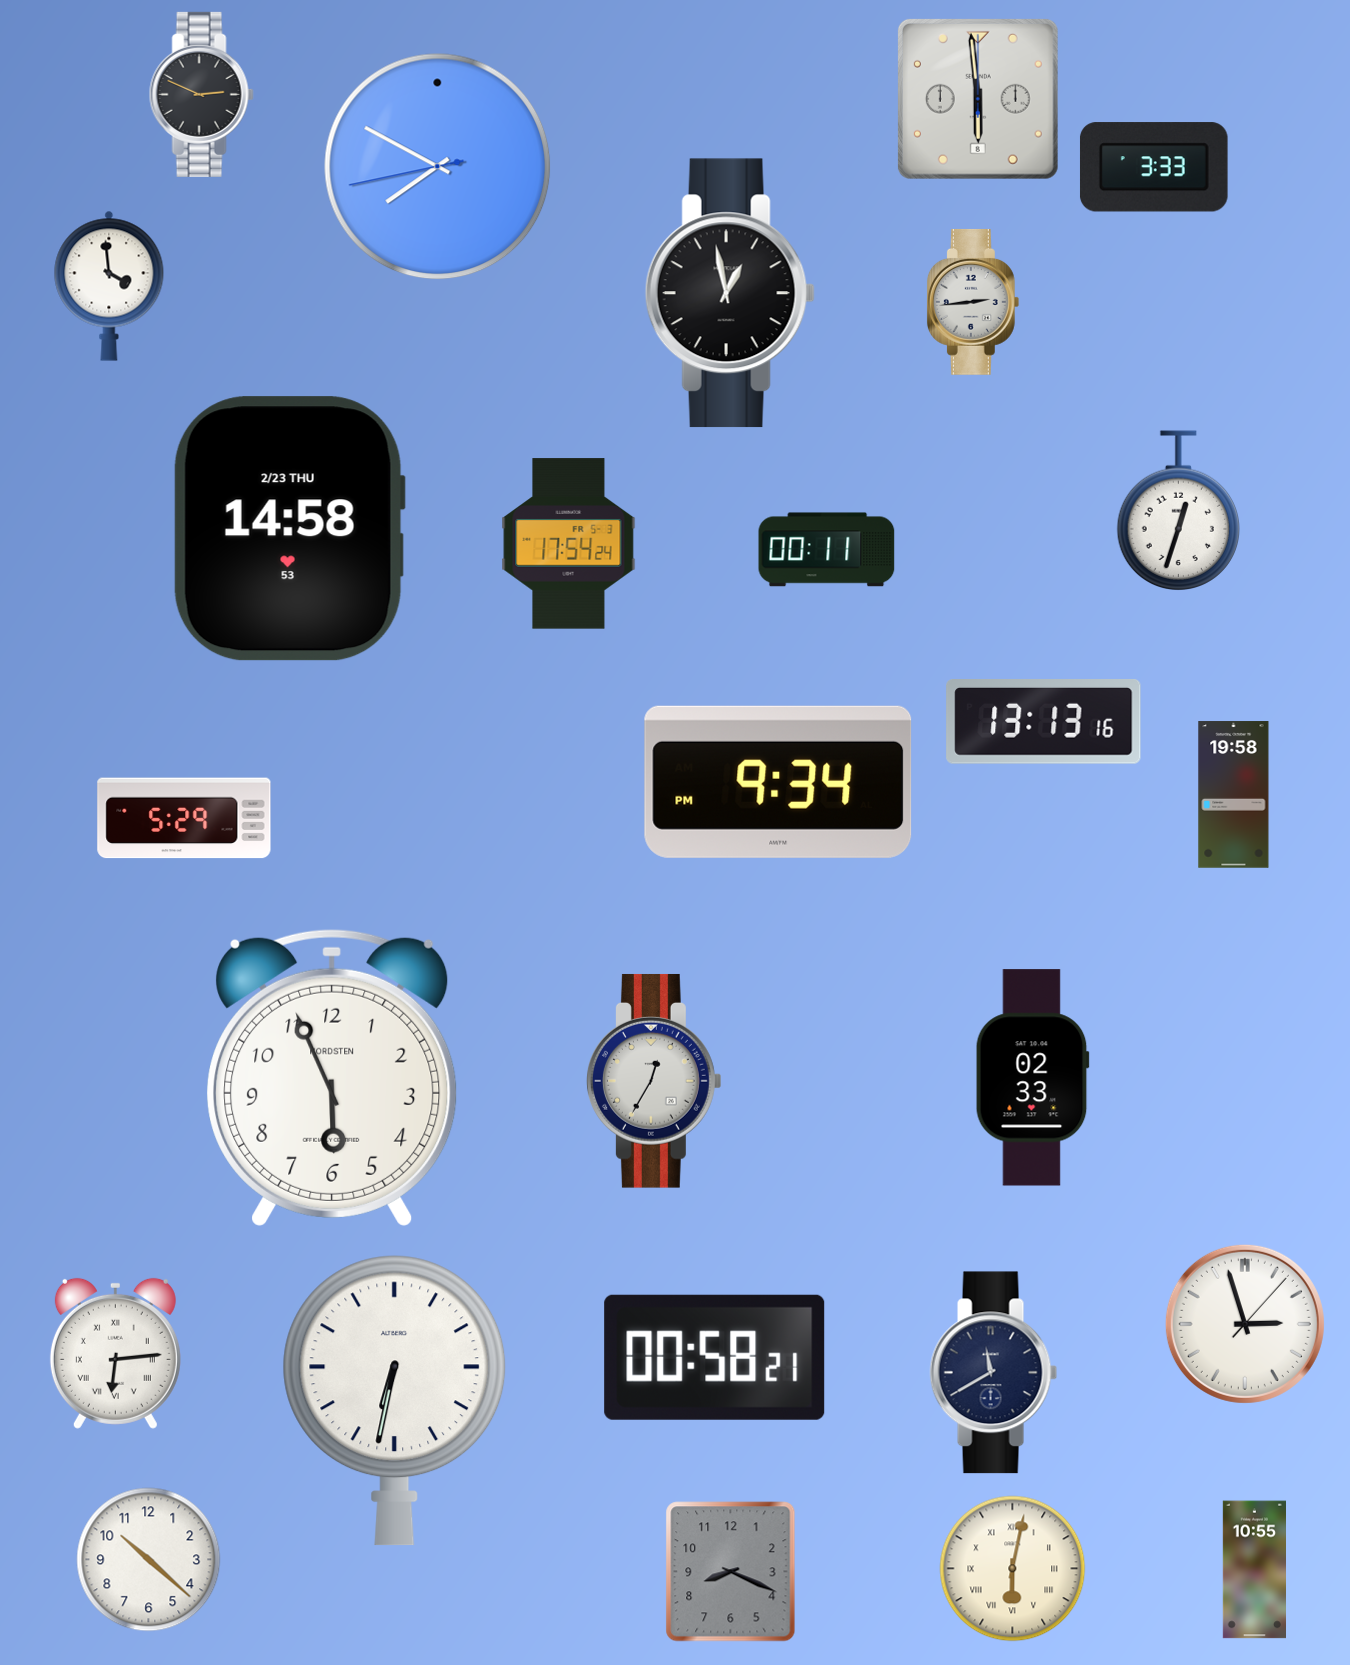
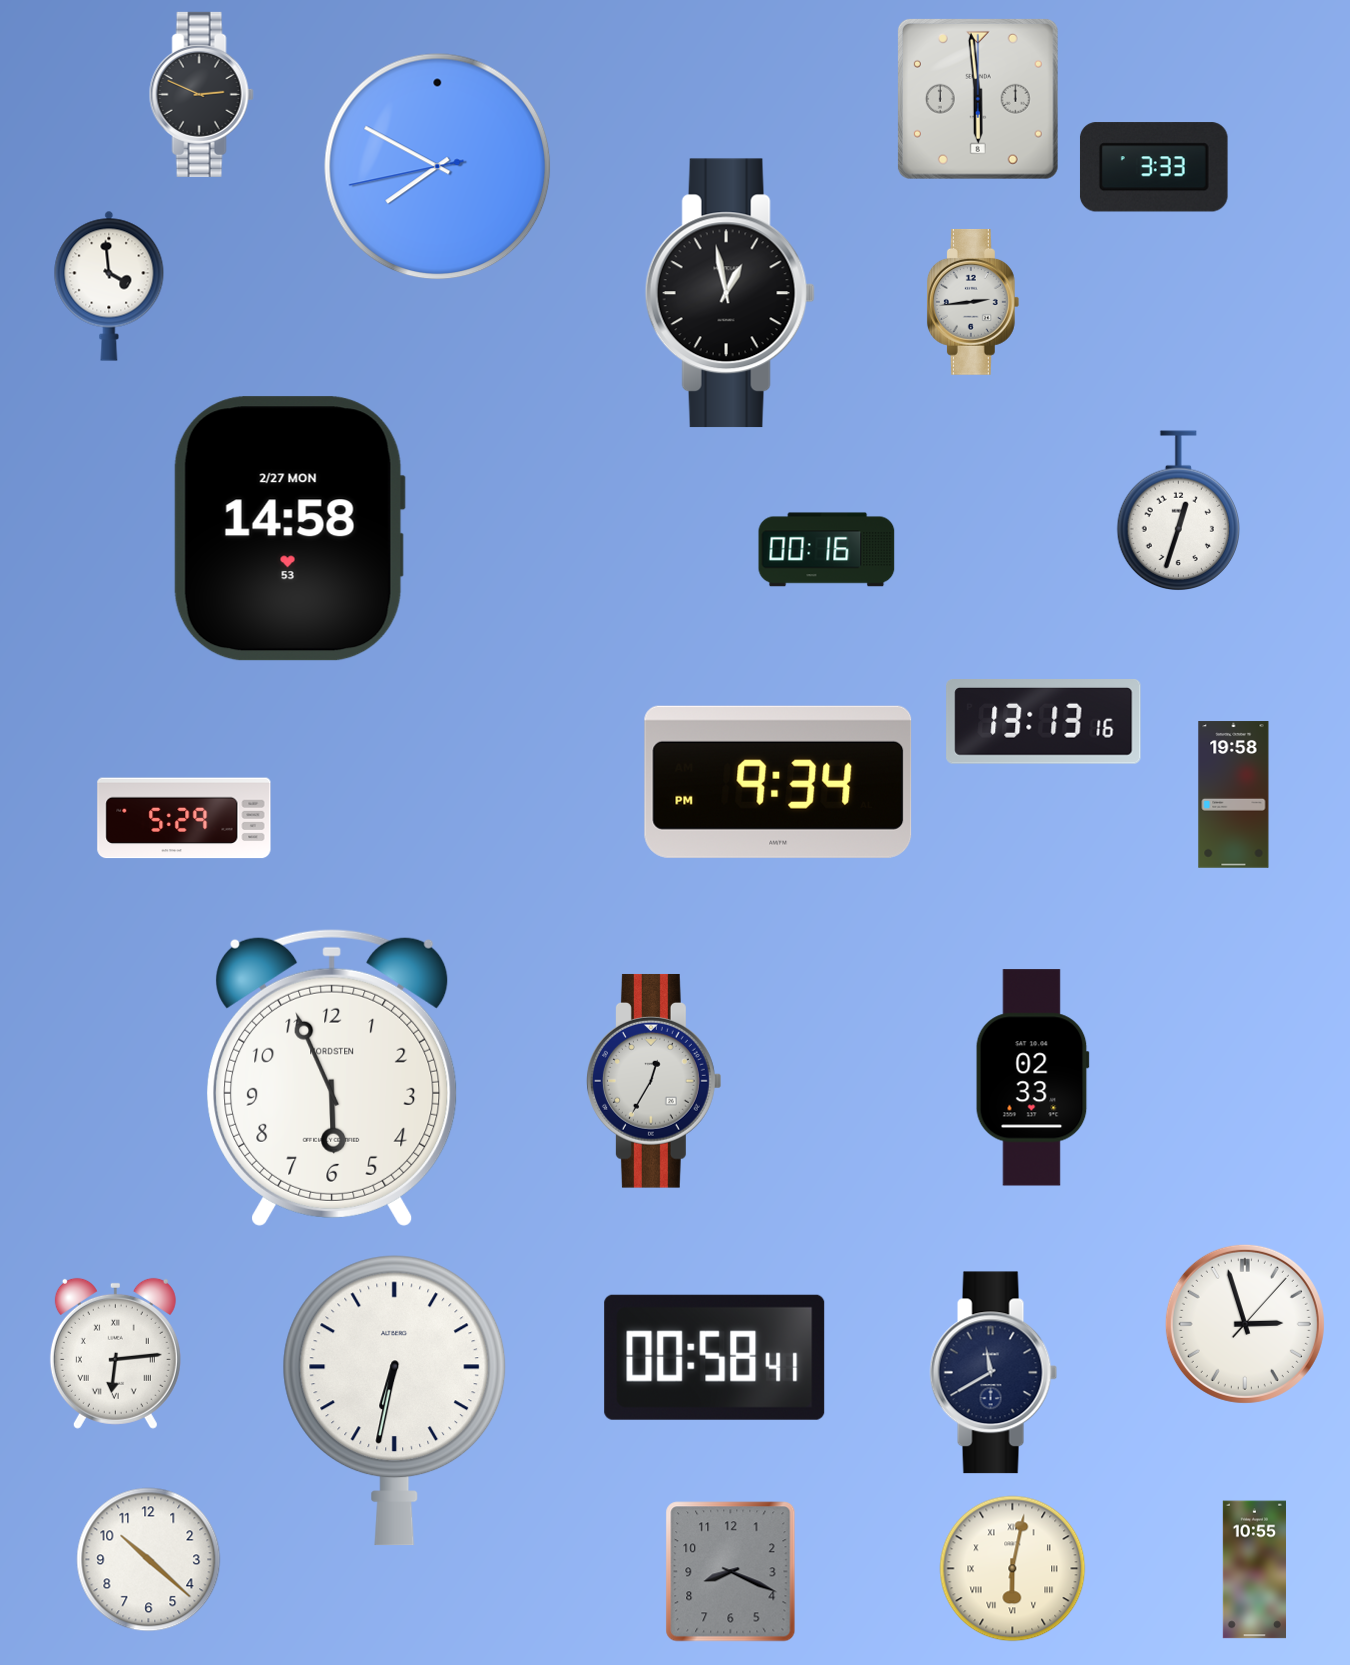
clock at (289, 529) date: 2/23 THU -> 2/27 MON
clock at (569, 544): 17:54 -> none
clock at (827, 550): 00:11 -> 00:16
clock at (715, 1357): 00:58:21 -> 00:58:41
